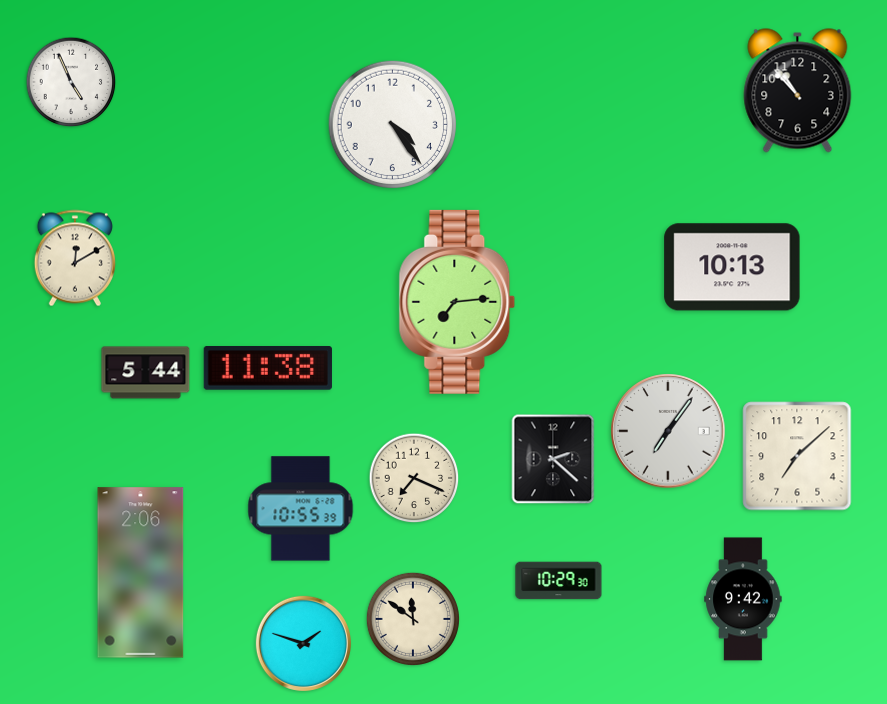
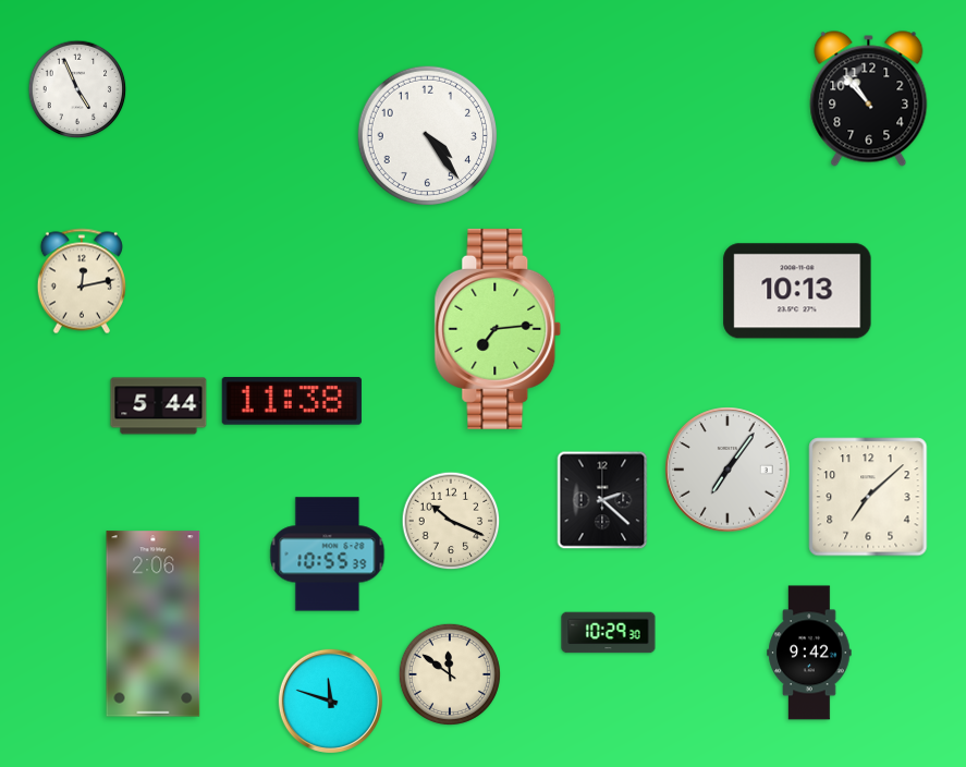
clock at (75, 258): 12:10 -> 12:13
clock at (414, 478): 7:19 -> 10:19
clock at (303, 643): 1:48 -> 11:48
